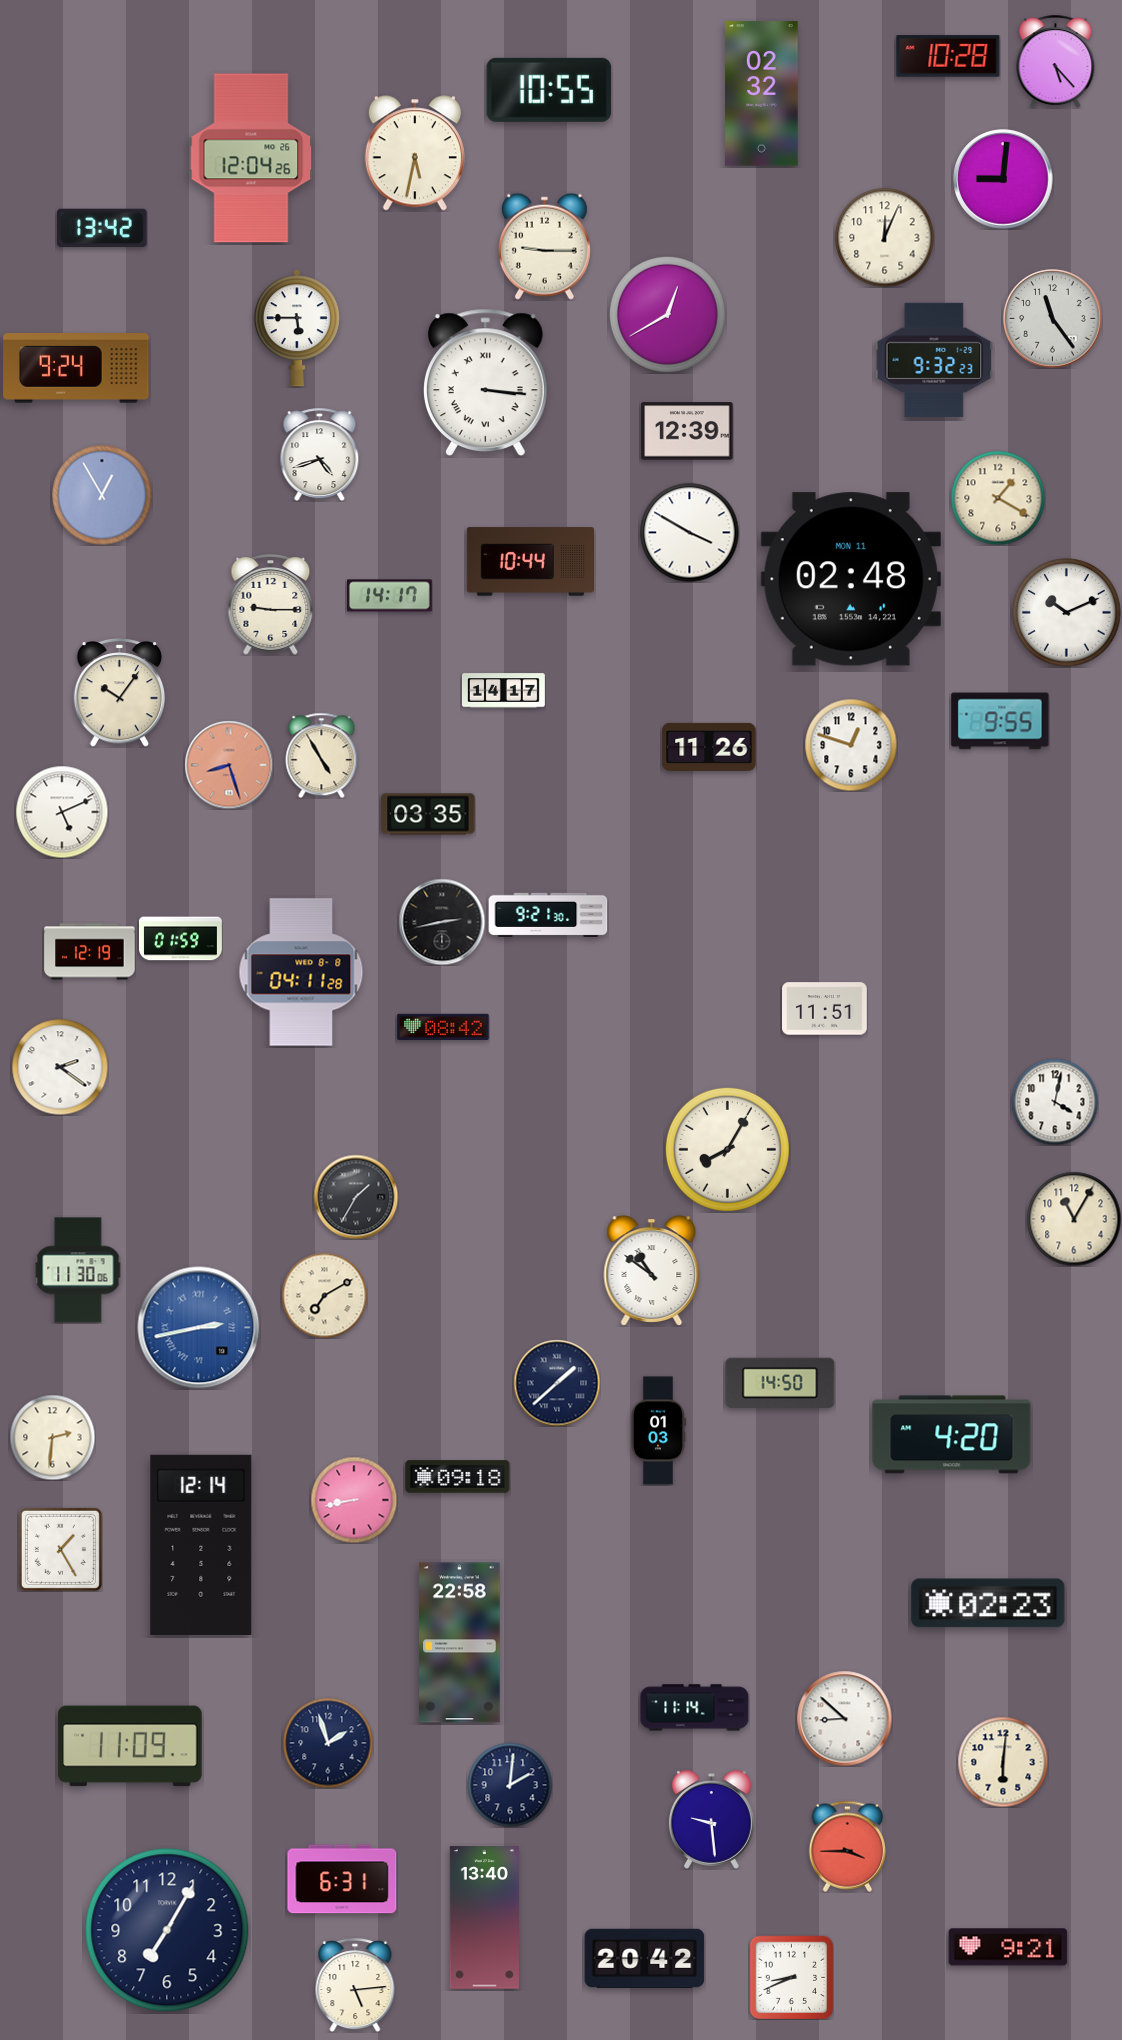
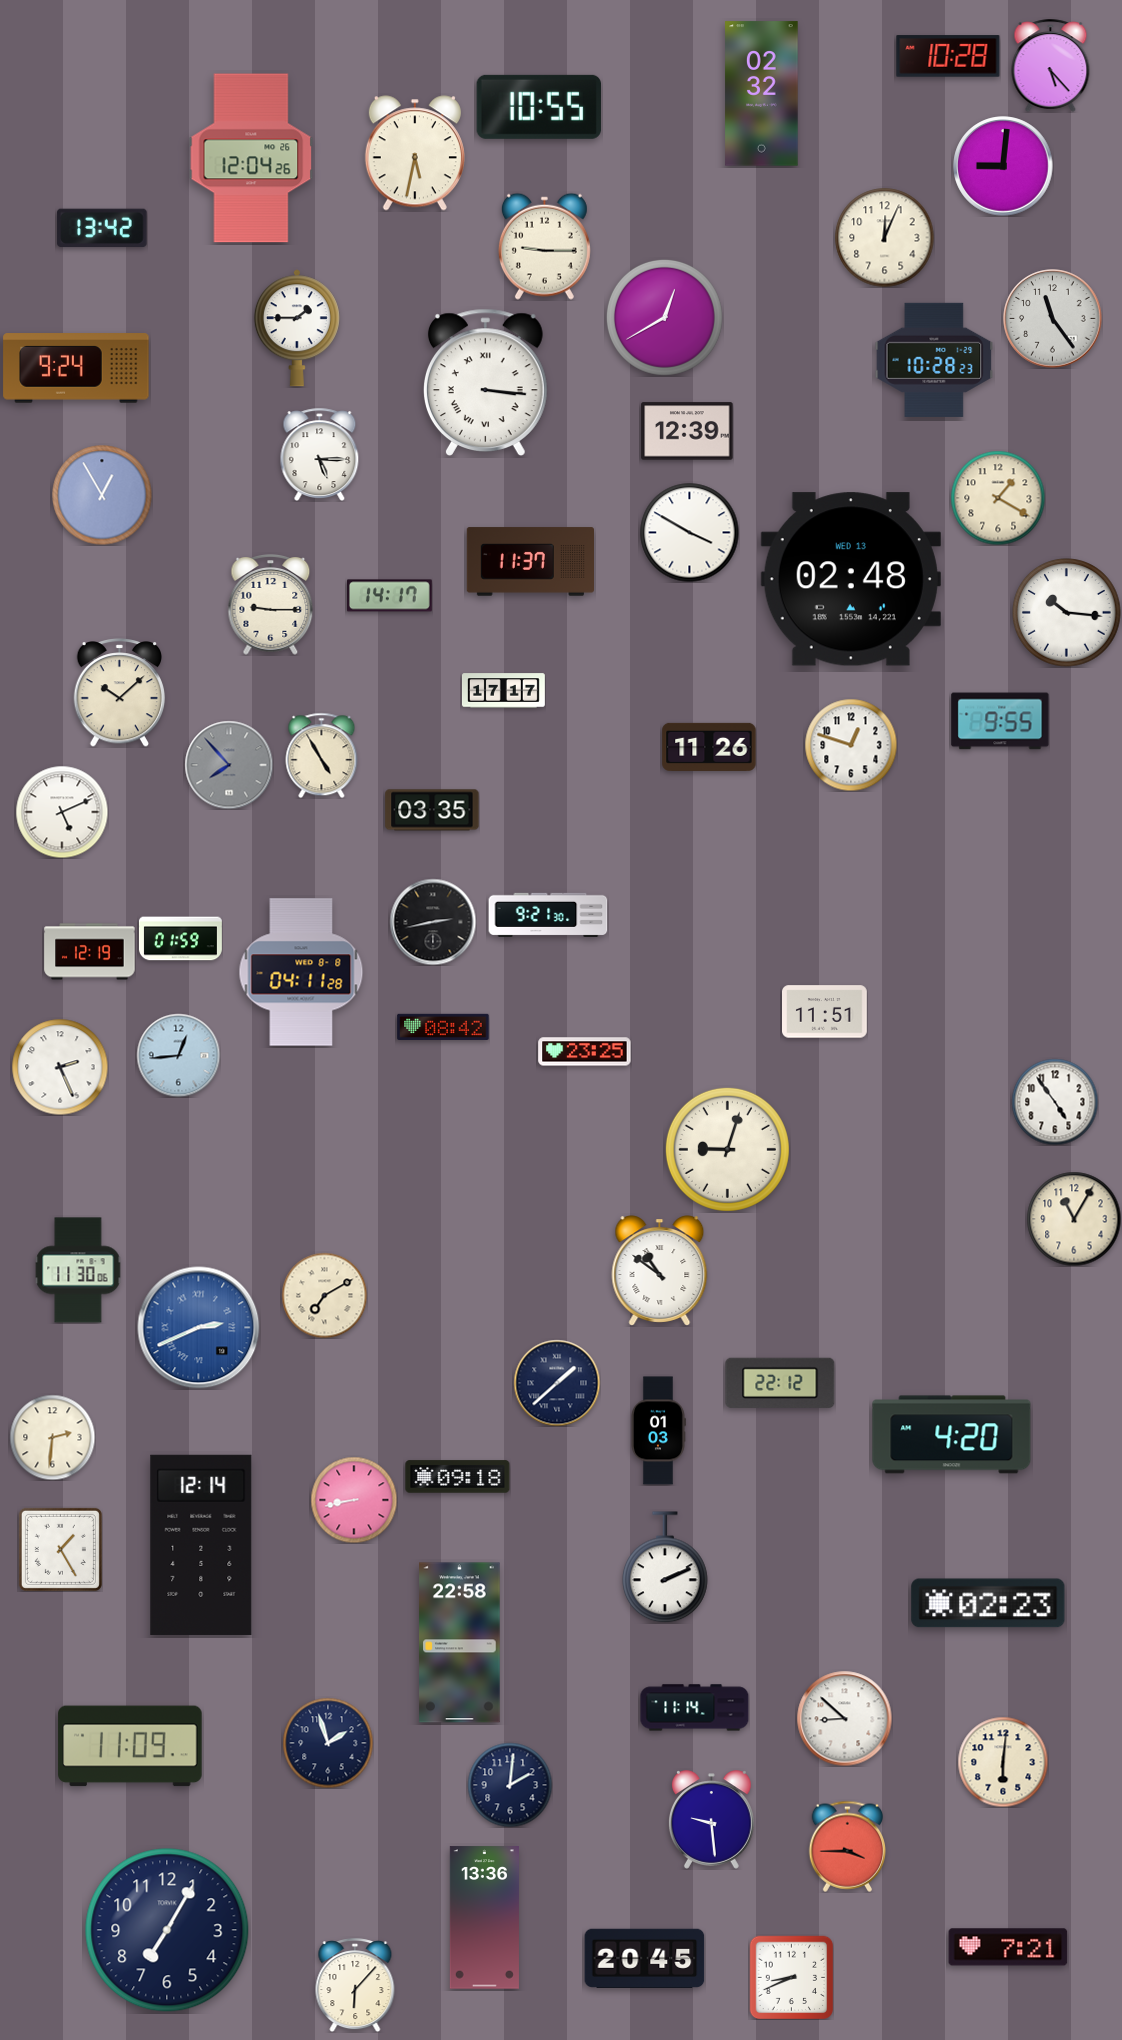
clock at (1056, 61) position: (1056, 61) -> (1051, 65)
clock at (549, 90) position: (549, 90) -> (539, 107)
clock at (1003, 179) position: (1003, 179) -> (1003, 166)
clock at (667, 314) position: (667, 314) -> (664, 317)
clock at (297, 328): 5:45 -> 1:45
clock at (934, 360): 9:32 -> 10:28
clock at (320, 454): 4:42 -> 5:15
clock at (530, 562): 10:44 -> 11:37
clock at (851, 579) date: MON 11 -> WED 13
clock at (1067, 613): 10:11 -> 10:16
clock at (503, 691): 14:17 -> 17:17
clock at (120, 693): 10:06 -> 10:08
clock at (229, 765): 8:27 -> 7:53
clock at (229, 765) dial: salmon -> grey
clock at (428, 814) position: (428, 814) -> (432, 810)
clock at (442, 922) position: (442, 922) -> (433, 922)
clock at (825, 1009) position: (825, 1009) -> (825, 1012)
clock at (585, 1052): none -> 23:25
clock at (178, 1055): none -> 12:44
clock at (60, 1067): 2:21 -> 2:26
clock at (1055, 1102): 4:02 -> 4:54
clock at (727, 1149): 8:05 -> 9:03
clock at (356, 1197): 1:35 -> none
clock at (652, 1271) position: (652, 1271) -> (660, 1271)
clock at (199, 1328): 2:43 -> 2:41
clock at (780, 1383): 14:50 -> 22:12
clock at (666, 1567): none -> 2:11
clock at (342, 1879): 6:31 -> none
clock at (484, 1918): 13:40 -> 13:36
clock at (1008, 1947): 9:21 -> 7:21
clock at (645, 1958): 20:42 -> 20:45
clock at (355, 1985): 5:14 -> 6:07
